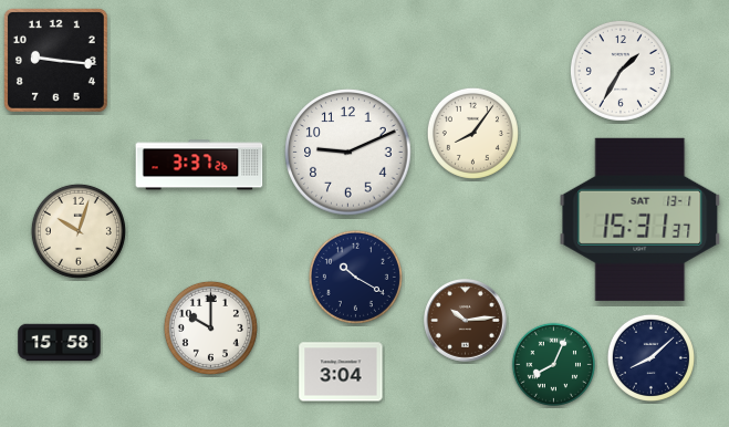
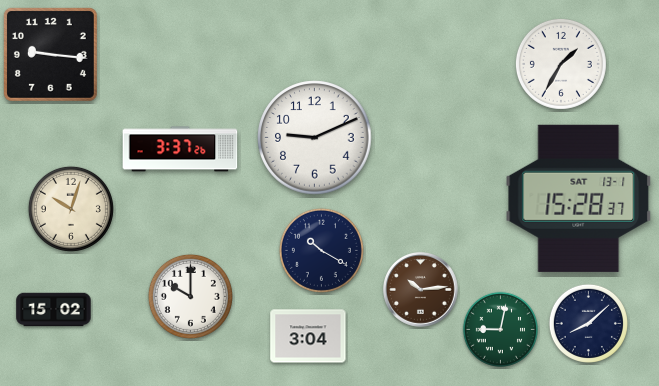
clock at (472, 133): 8:06 -> none
clock at (641, 219): 15:31 -> 15:28
clock at (60, 343): 15:58 -> 15:02
clock at (553, 364): 8:04 -> 9:02
